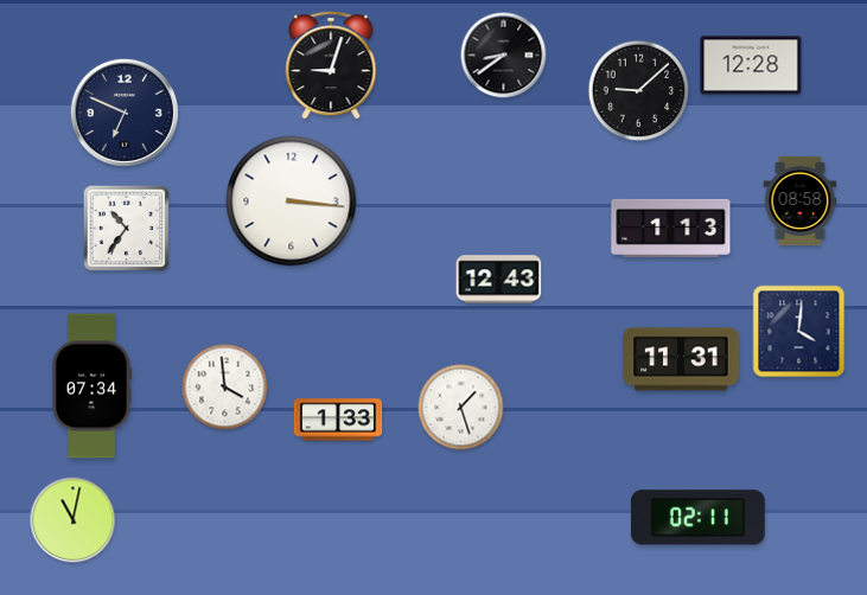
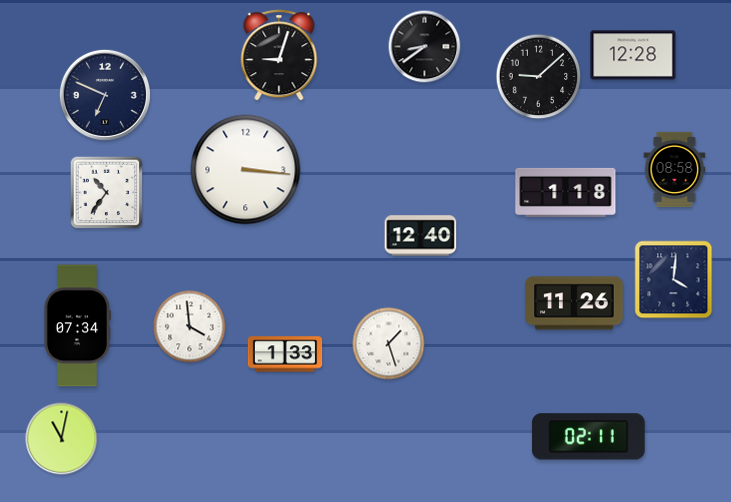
clock at (671, 228): 1:13 -> 1:18
clock at (499, 280): 12:43 -> 12:40
clock at (681, 359): 11:31 -> 11:26
